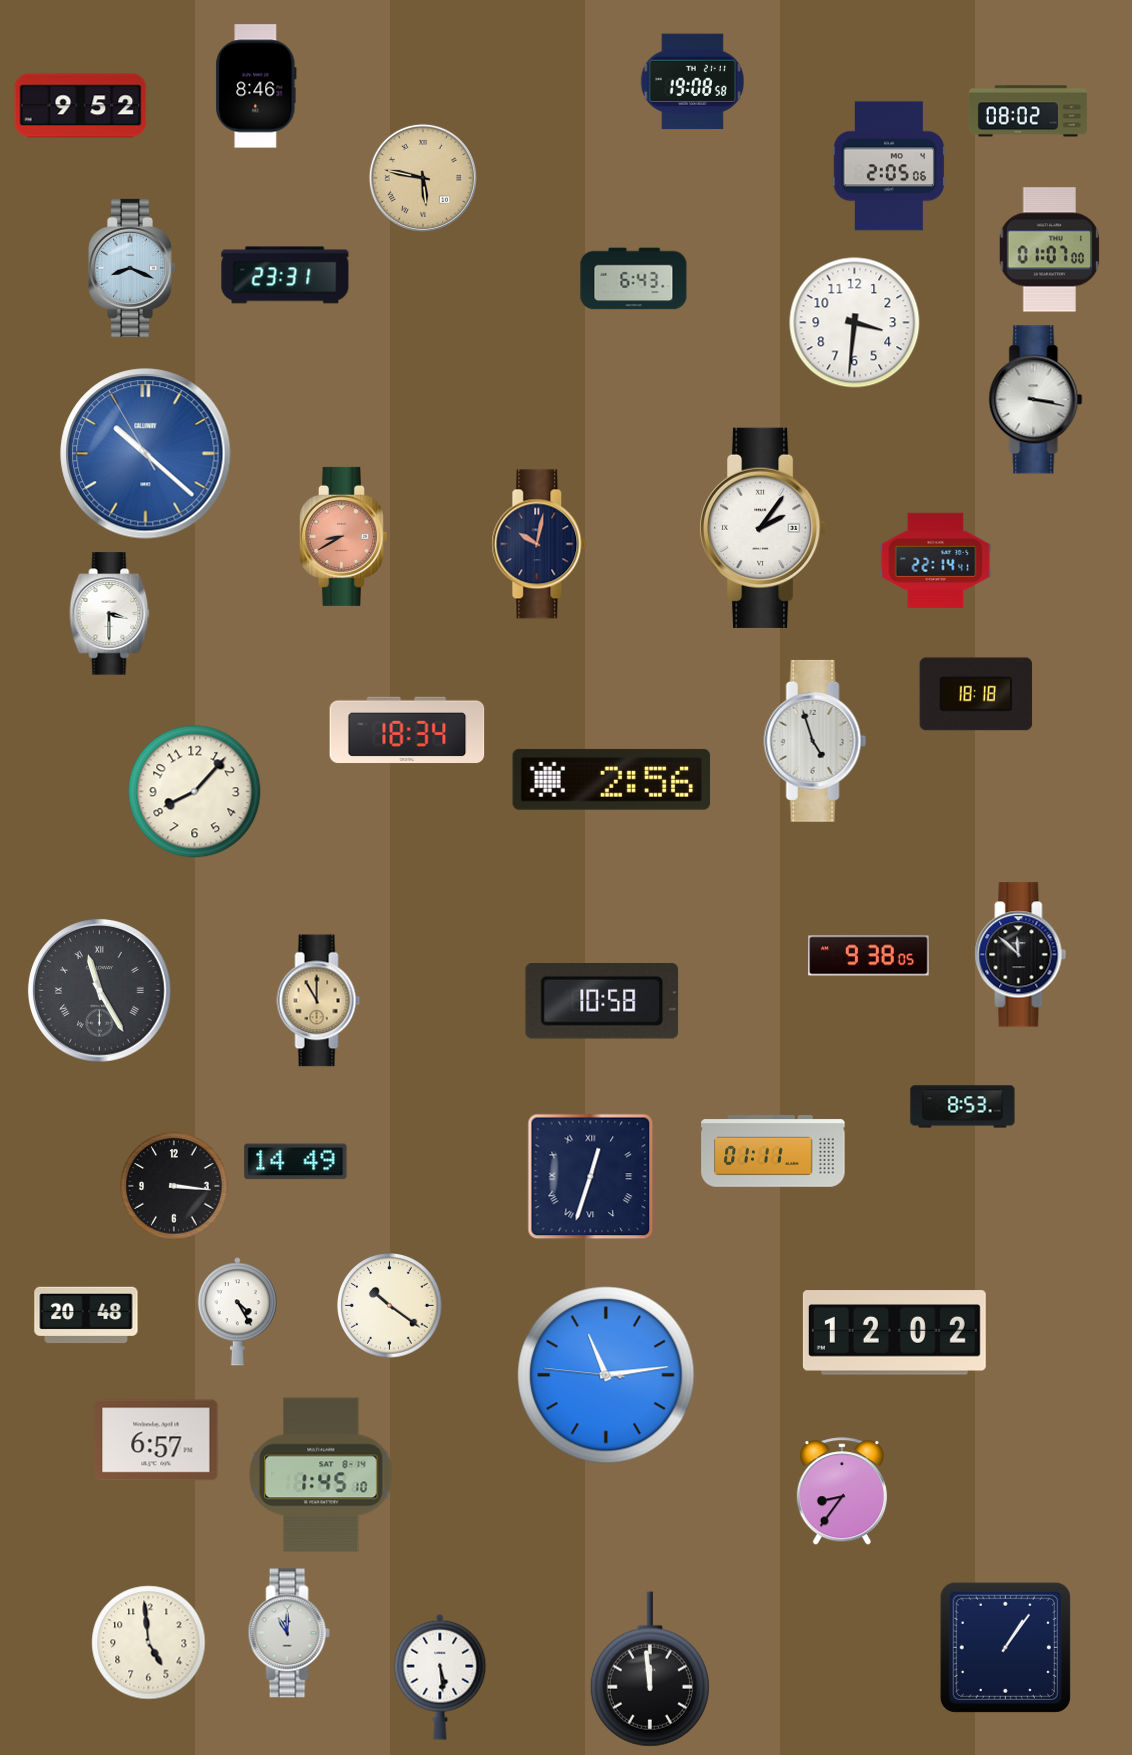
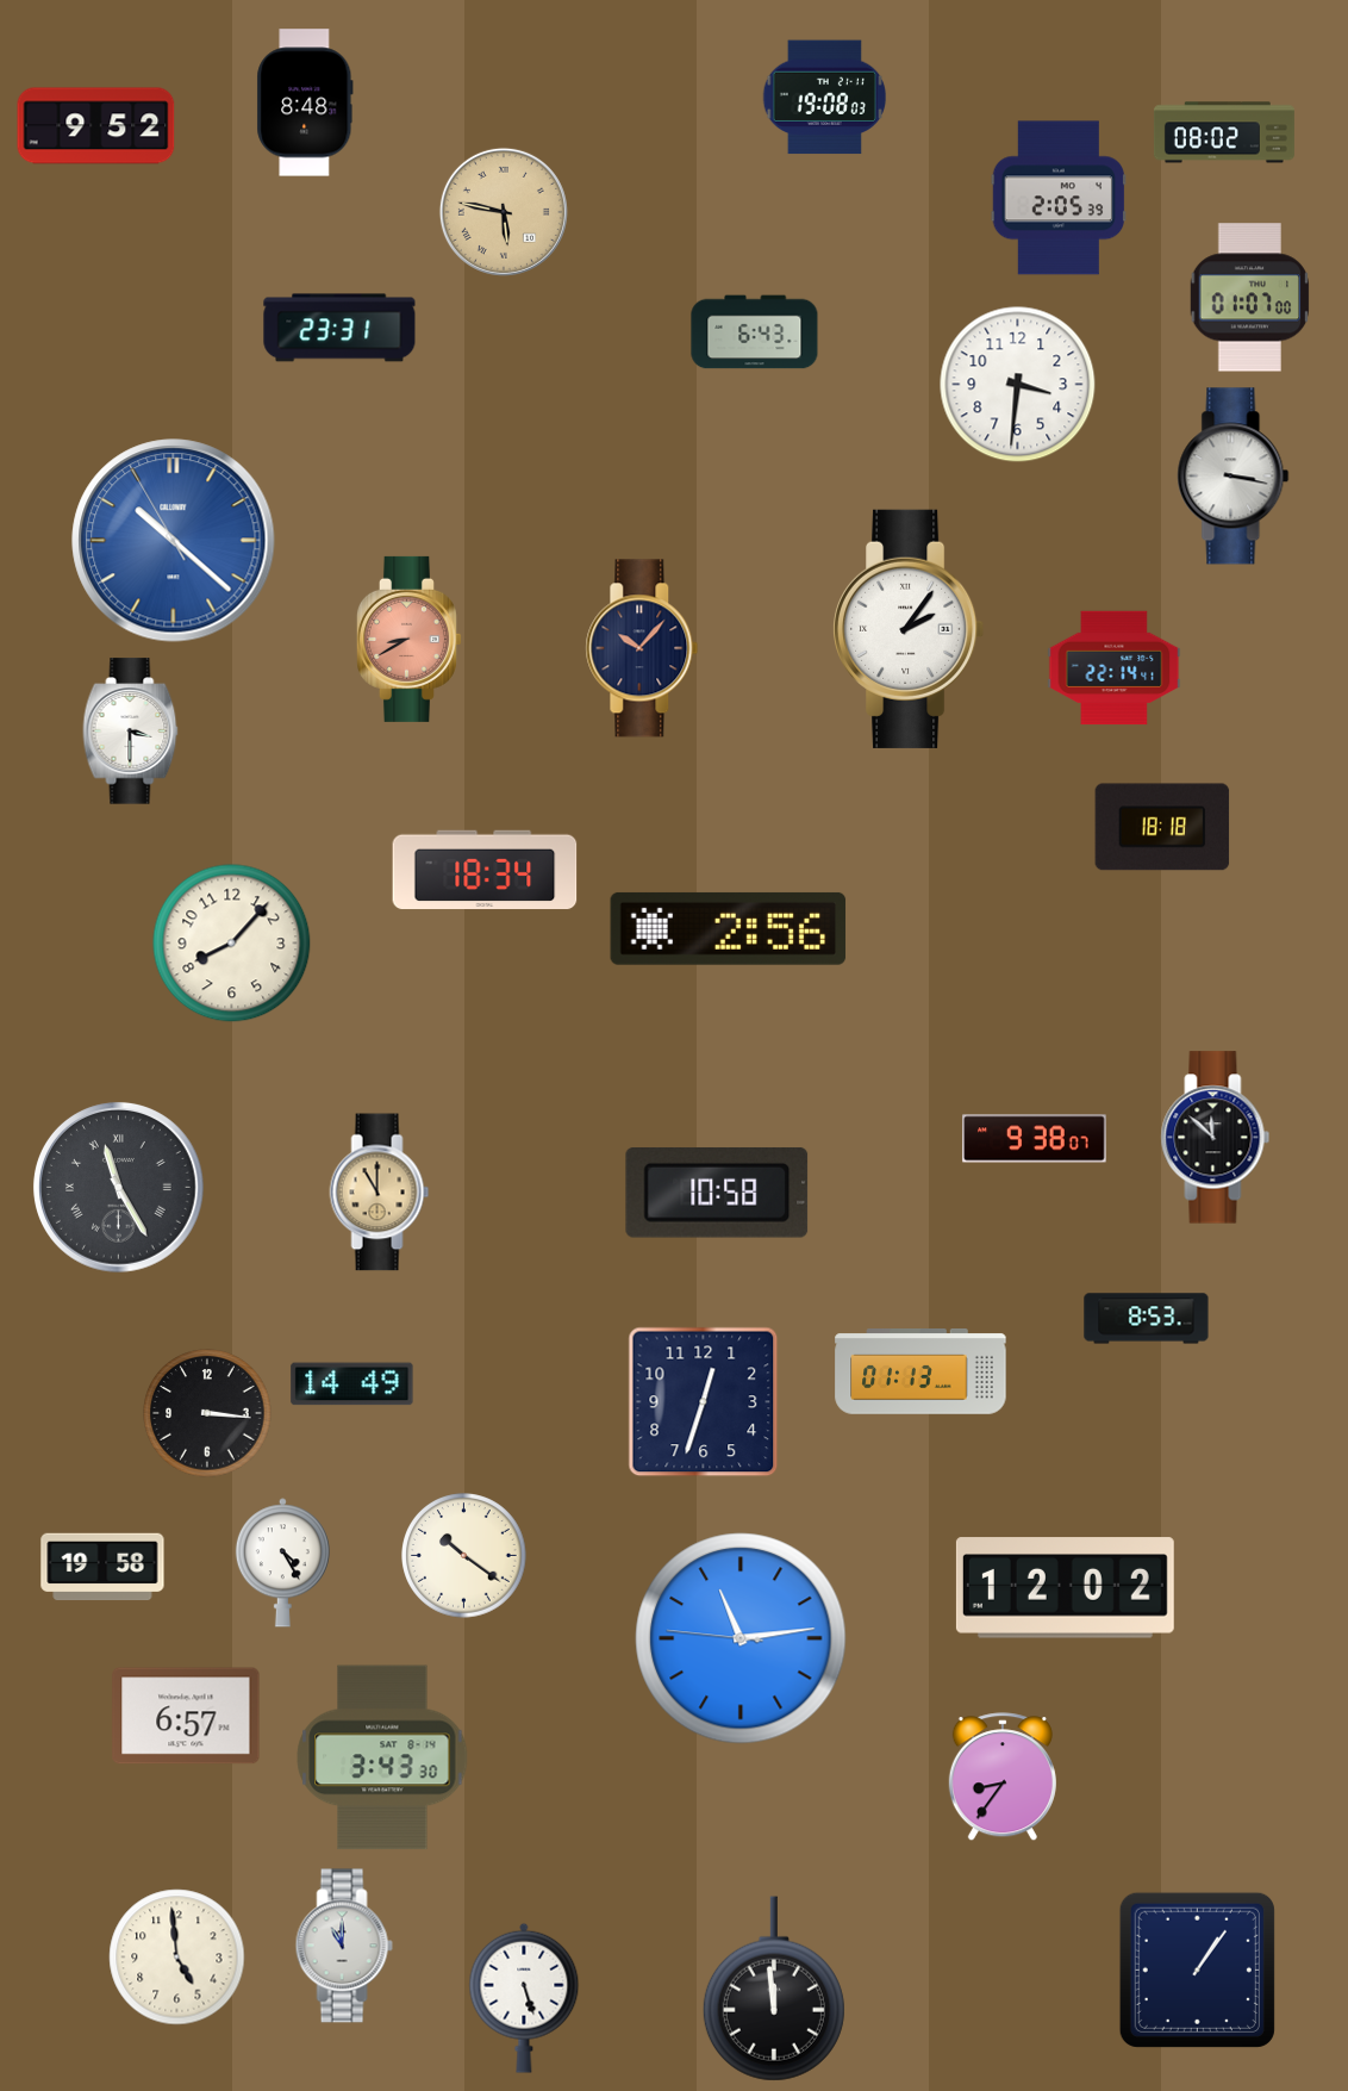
clock at (693, 82): 19:08:58 -> 19:08:03
clock at (256, 86): 8:46 -> 8:48
clock at (888, 166): 2:05:06 -> 2:05:39
clock at (131, 268): 8:19 -> none
clock at (539, 544): 10:02 -> 10:07
clock at (815, 741): 4:57 -> none
clock at (869, 956): 9:38:05 -> 9:38:07
clock at (99, 990) position: (99, 990) -> (118, 1187)
clock at (773, 1152): 01:11 -> 01:13
clock at (591, 1177) numerals: Roman -> Arabic
clock at (86, 1315): 20:48 -> 19:58
clock at (606, 1375) position: (606, 1375) -> (741, 1638)
clock at (321, 1475): 1:45 -> 3:43
clock at (1005, 1647) position: (1005, 1647) -> (1197, 1969)
clock at (440, 1677): 5:29 -> 5:27
